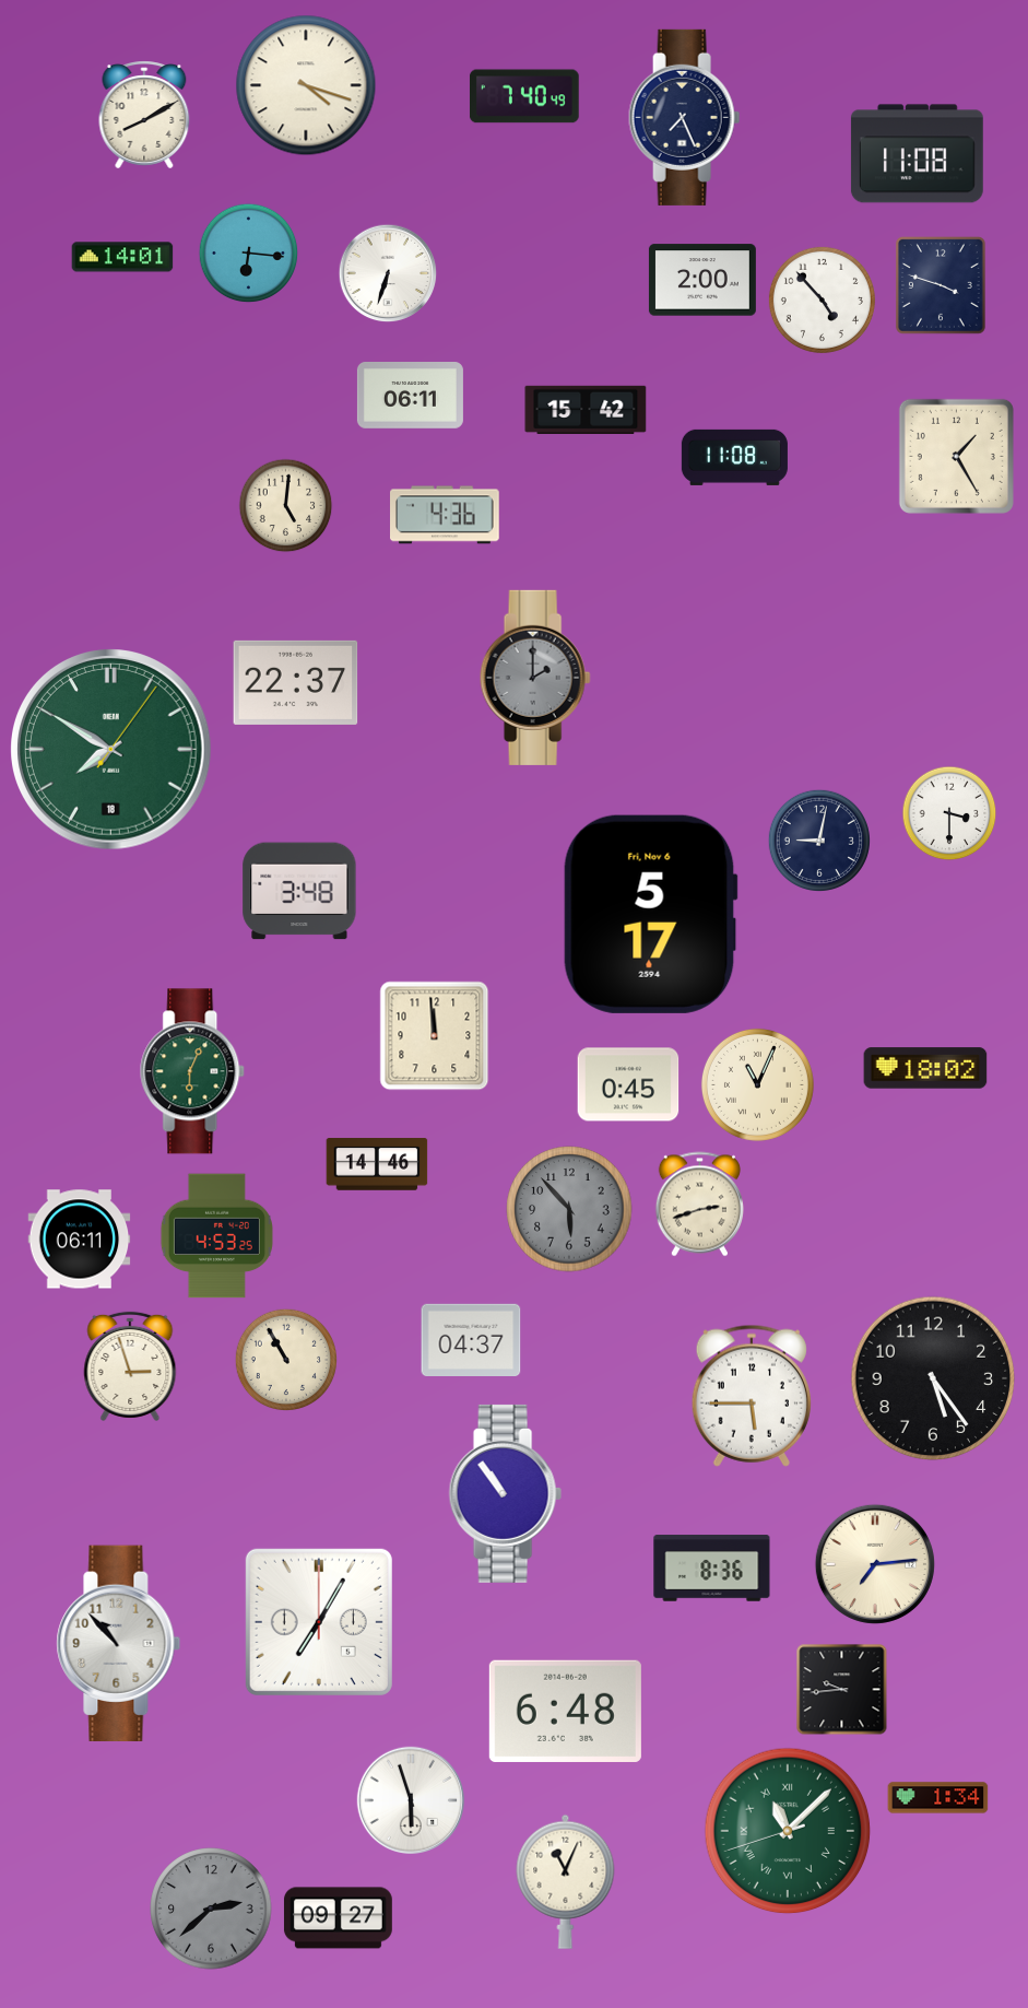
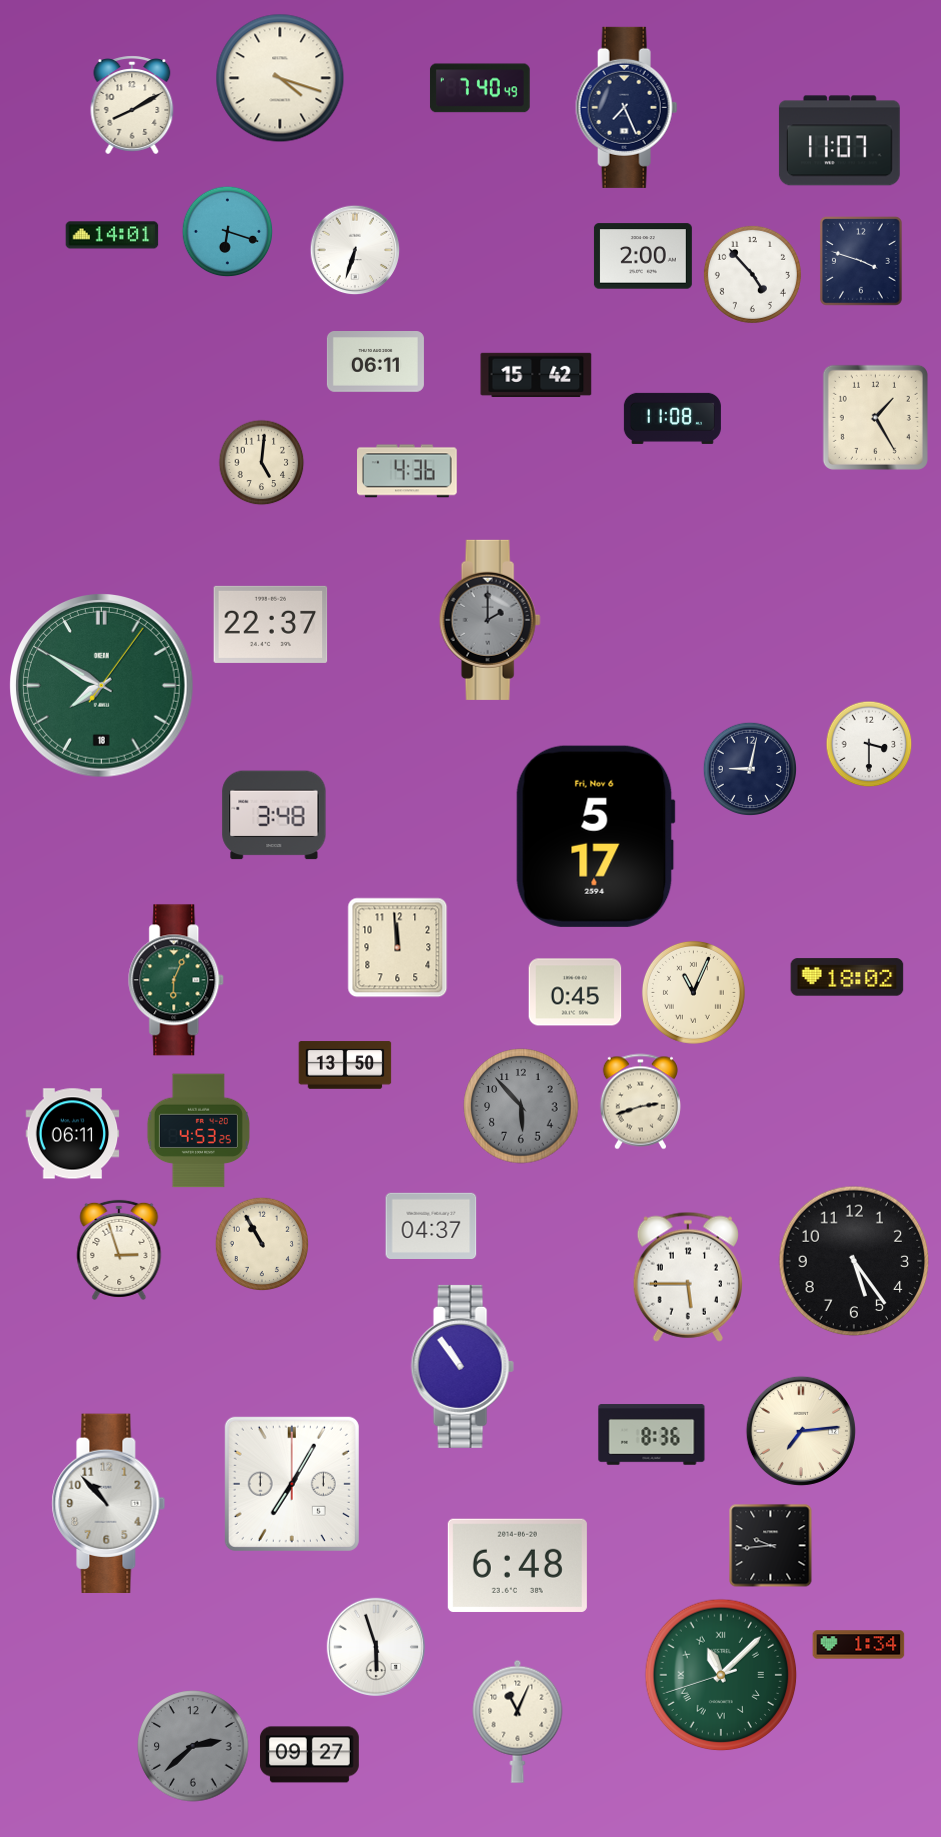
clock at (917, 154): 11:08 -> 11:07
clock at (249, 254): 6:16 -> 6:18
clock at (377, 1164): 14:46 -> 13:50
